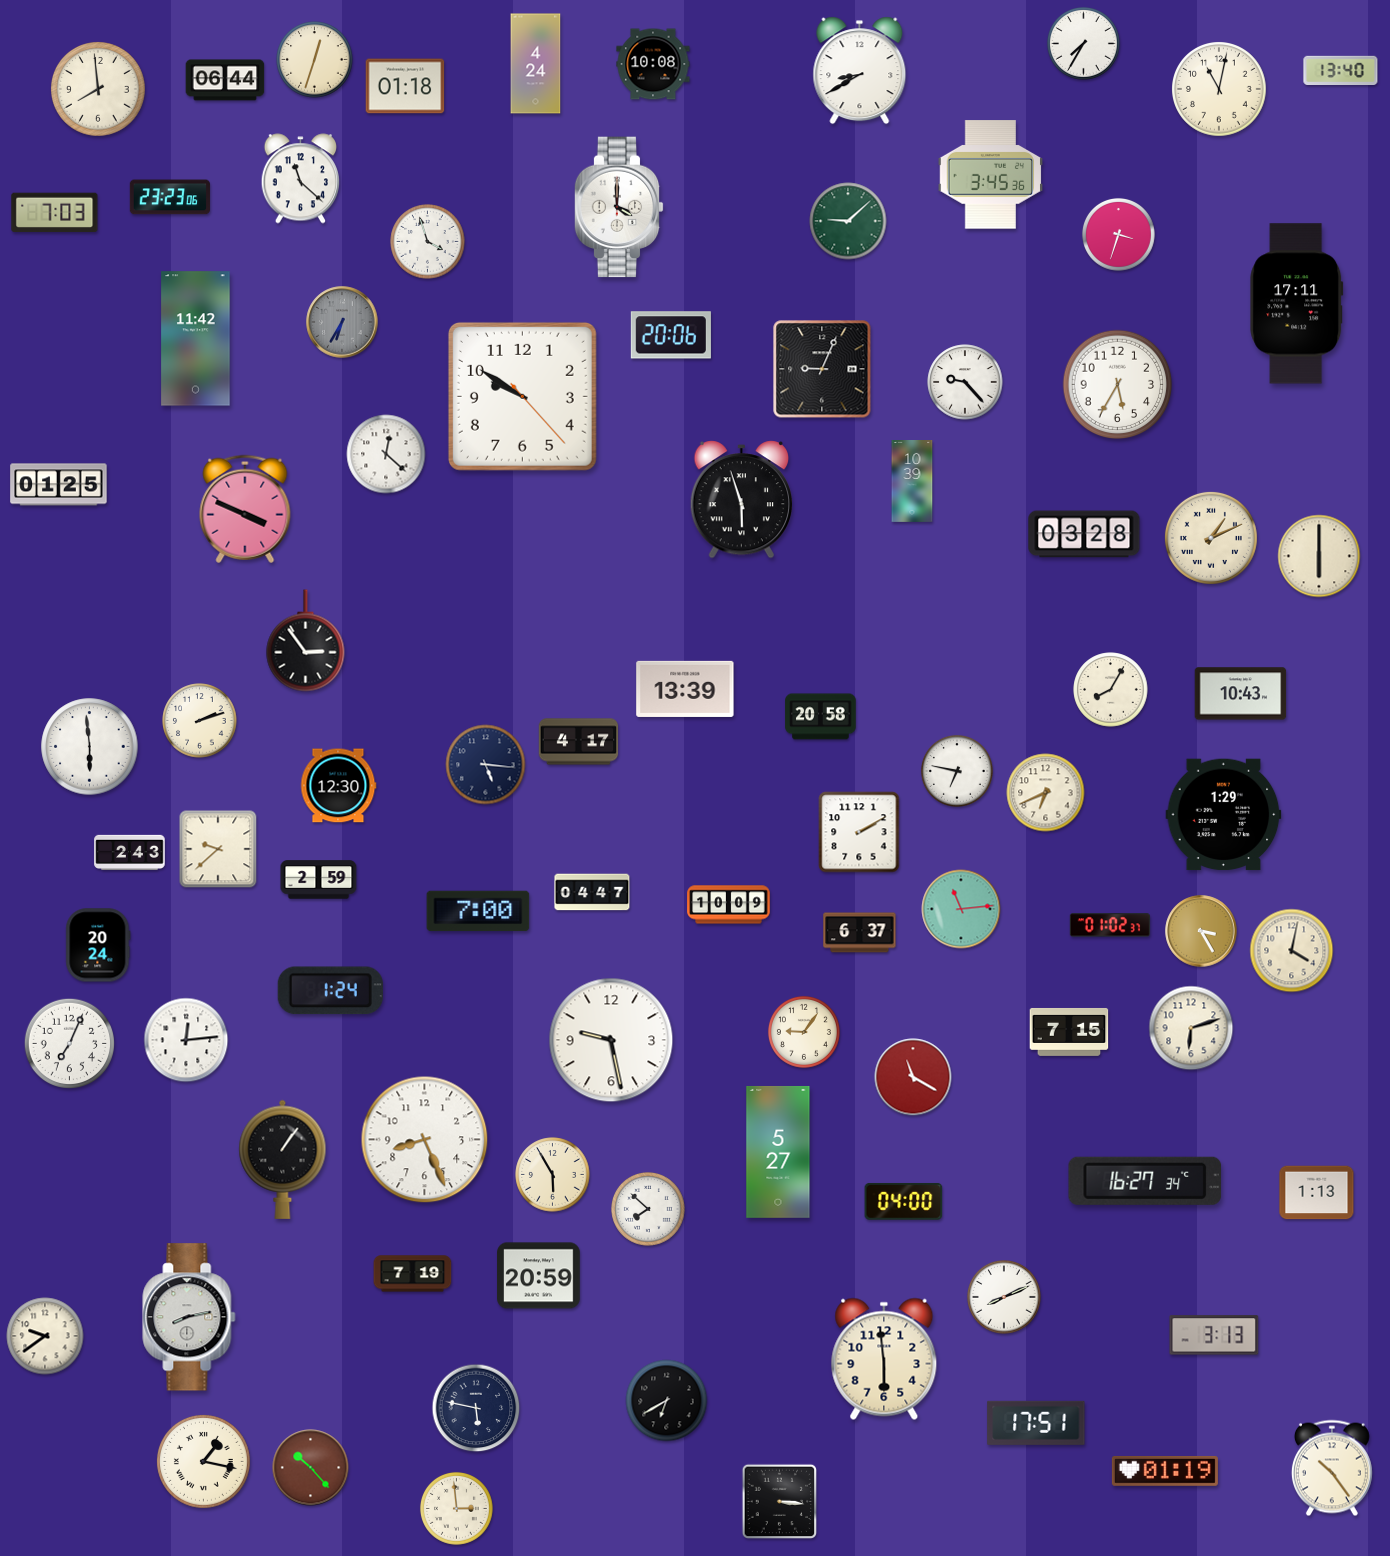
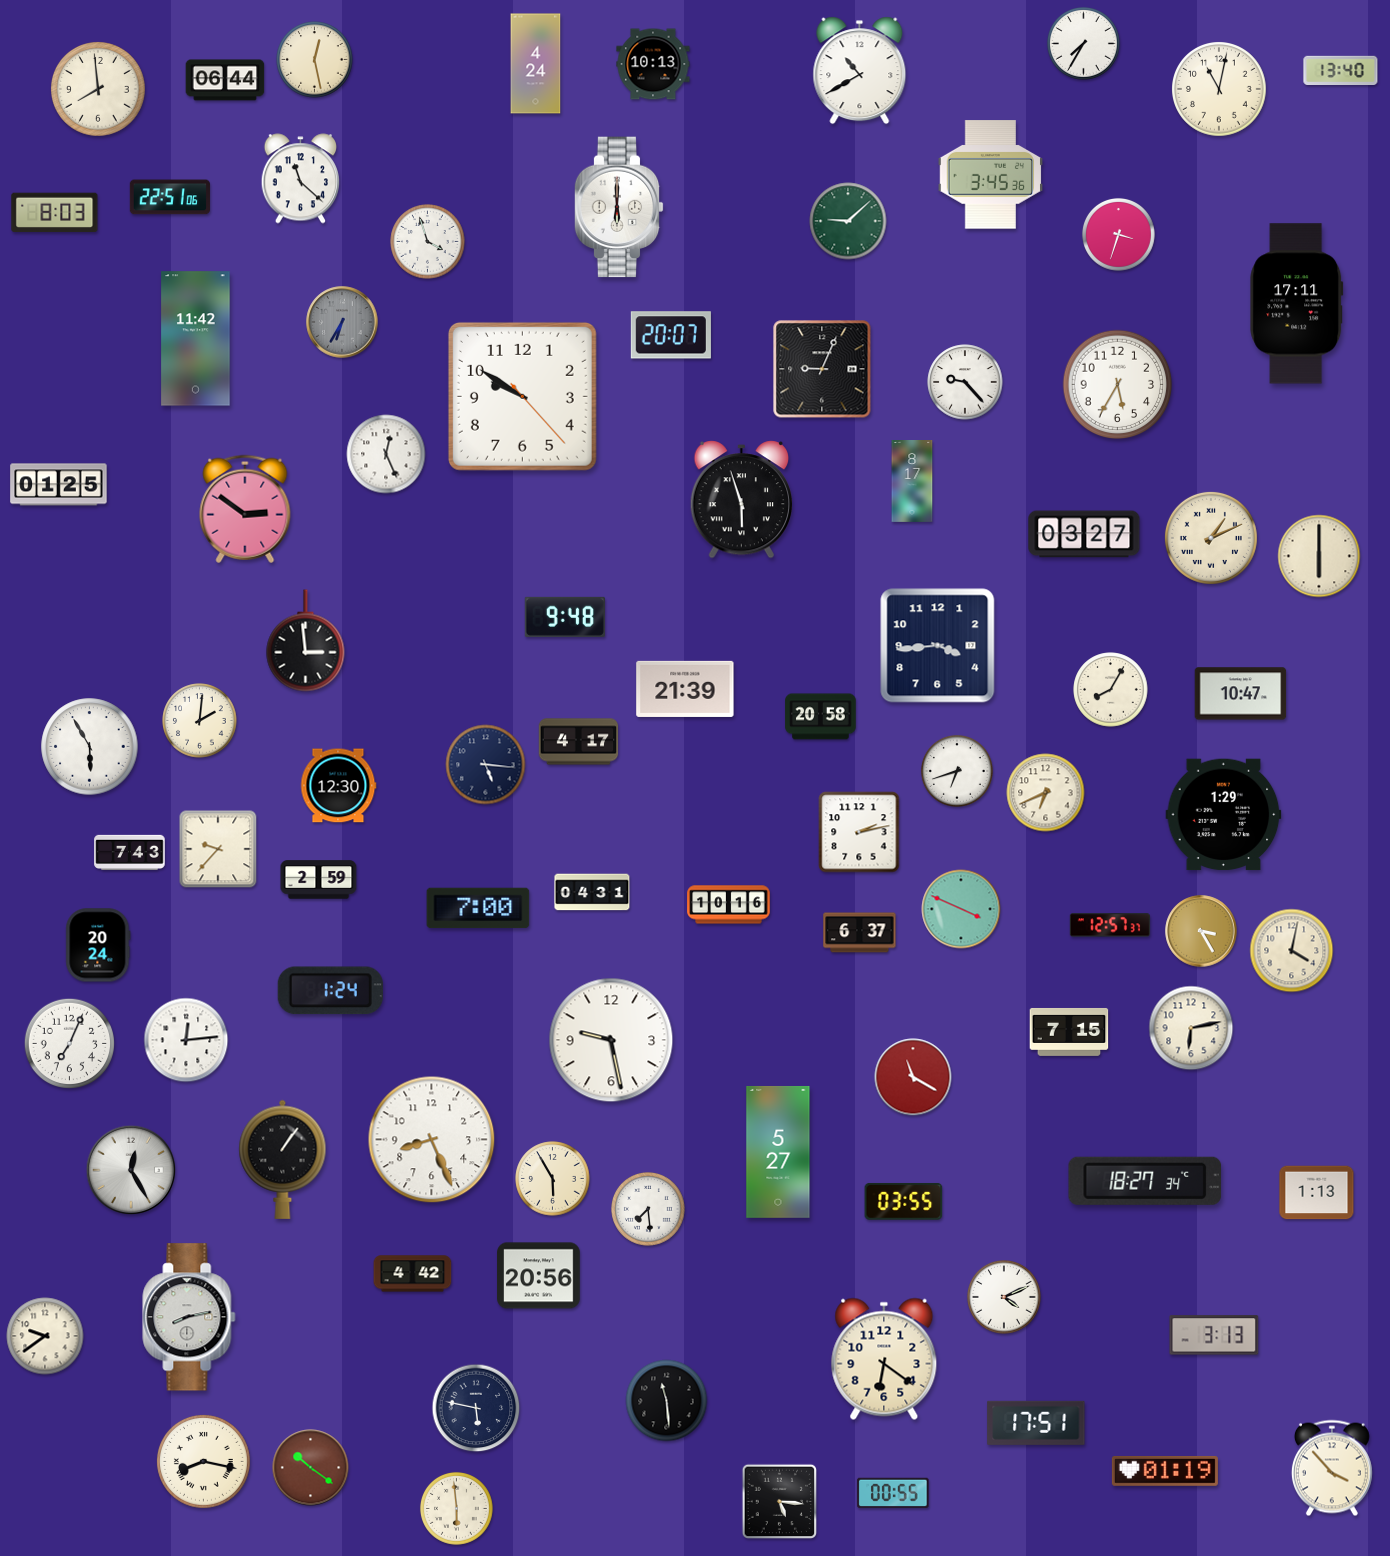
clock at (315, 60): 12:33 -> 12:28
clock at (653, 64): 10:08 -> 10:13
clock at (860, 71): 8:40 -> 10:40
clock at (405, 86): 01:18 -> none
clock at (170, 197): 23:23 -> 22:51
clock at (619, 207): 4:00 -> 6:00
clock at (55, 213): 7:03 -> 8:03
clock at (671, 335): 20:06 -> 20:07
clock at (386, 454): 12:22 -> 12:26
clock at (912, 482): 10:39 -> 8:17
clock at (245, 509): 3:49 -> 2:51
clock at (1084, 534): 03:28 -> 03:27
clock at (565, 617): none -> 9:48
clock at (306, 641): 2:54 -> 2:59
clock at (938, 646): none -> 3:44
clock at (685, 689): 13:39 -> 21:39
clock at (1241, 694): 10:43 -> 10:47
clock at (200, 721): 2:12 -> 2:01
clock at (90, 747): 5:59 -> 5:55
clock at (957, 771): 6:47 -> 6:42
clock at (859, 832): 2:10 -> 2:13
clock at (218, 849): 9:38 -> 9:37
clock at (130, 853): 2:43 -> 7:43
clock at (592, 892): 04:47 -> 04:31
clock at (729, 905): 10:09 -> 10:16
clock at (961, 909): 11:14 -> 3:49
clock at (478, 911) position: (478, 911) -> (478, 908)
clock at (1110, 925): 01:02 -> 12:57
clock at (1191, 1028): 6:12 -> 6:13
clock at (804, 1032): 9:06 -> none
clock at (425, 1140) position: (425, 1140) -> (432, 1140)
clock at (131, 1170): none -> 12:25
clock at (553, 1175) position: (553, 1175) -> (553, 1179)
clock at (1145, 1181): 16:27 -> 18:27
clock at (904, 1202): 04:00 -> 03:55
clock at (649, 1210): 7:52 -> 7:29
clock at (413, 1274): 7:19 -> 4:42
clock at (539, 1276): 20:59 -> 20:56
clock at (1005, 1298): 8:11 -> 4:11
clock at (884, 1359): 5:59 -> 6:21
clock at (667, 1401): 6:40 -> 11:29
clock at (203, 1461): 1:17 -> 8:17
clock at (311, 1468): 10:23 -> 10:21
clock at (1332, 1468): 10:24 -> 3:53
clock at (893, 1492): none -> 00:55
clock at (780, 1502): 3:16 -> 5:16
clock at (456, 1508): 2:59 -> 5:59
